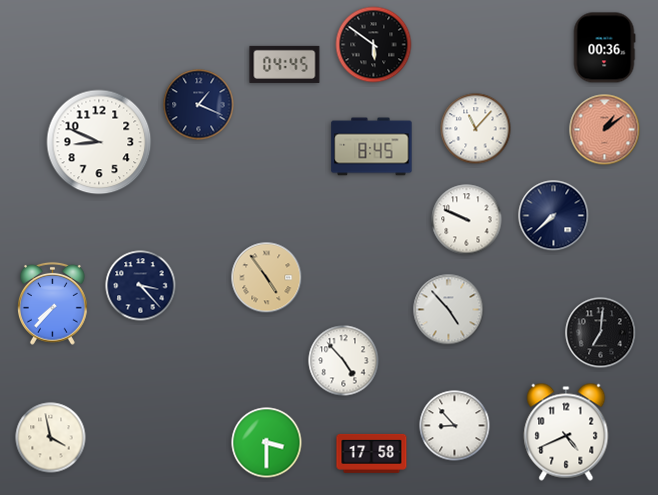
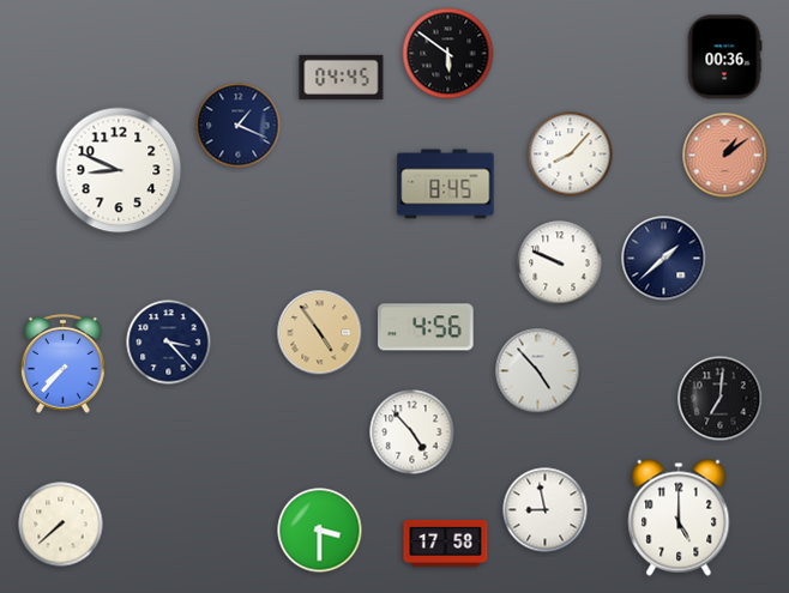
clock at (476, 129): 11:07 -> 8:07
clock at (372, 147) position: (372, 147) -> (446, 184)
clock at (554, 216): 7:38 -> 1:38
clock at (426, 327): none -> 4:56
clock at (455, 426): 8:53 -> 8:58
clock at (566, 432): 4:41 -> 5:00
clock at (51, 438): 3:58 -> 7:38
